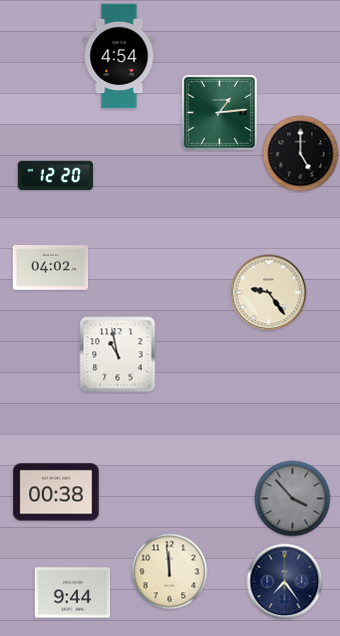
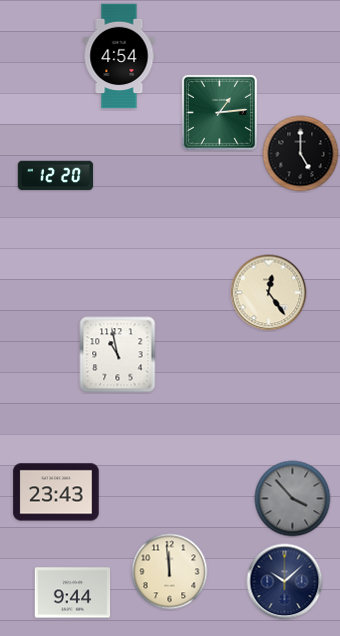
clock at (51, 268): 04:02 -> none
clock at (269, 293): 9:24 -> 12:24
clock at (56, 492): 00:38 -> 23:43
clock at (285, 582): 7:24 -> 10:08
